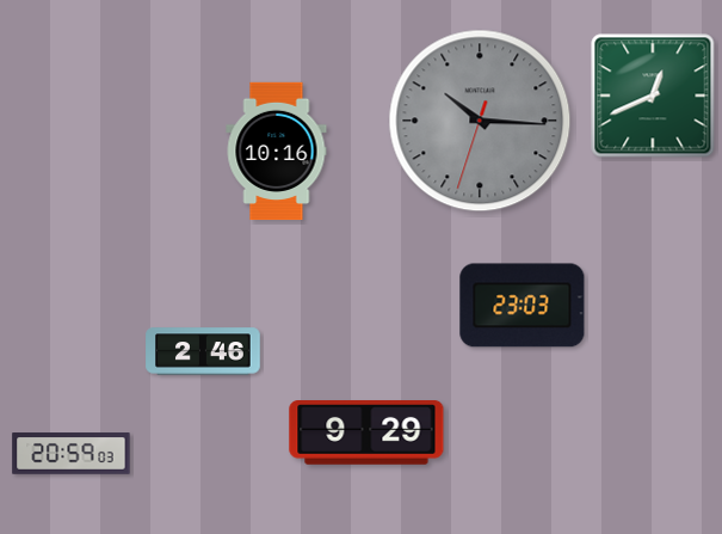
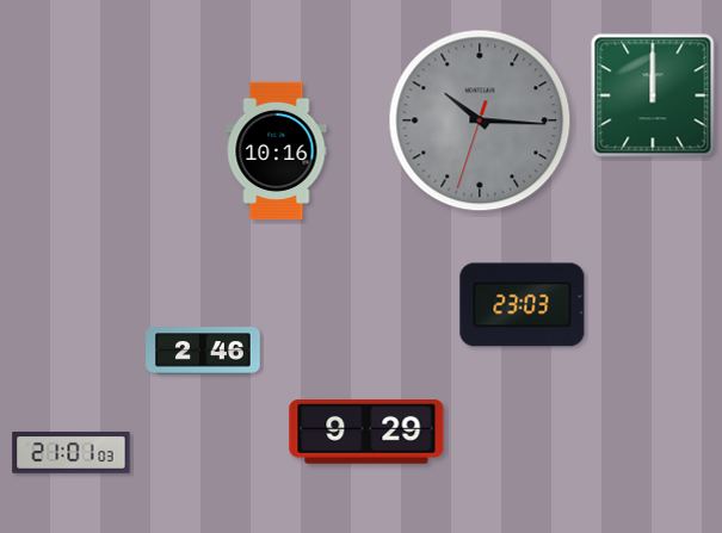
clock at (653, 96): 12:41 -> 12:00
clock at (72, 454): 20:59 -> 21:01
